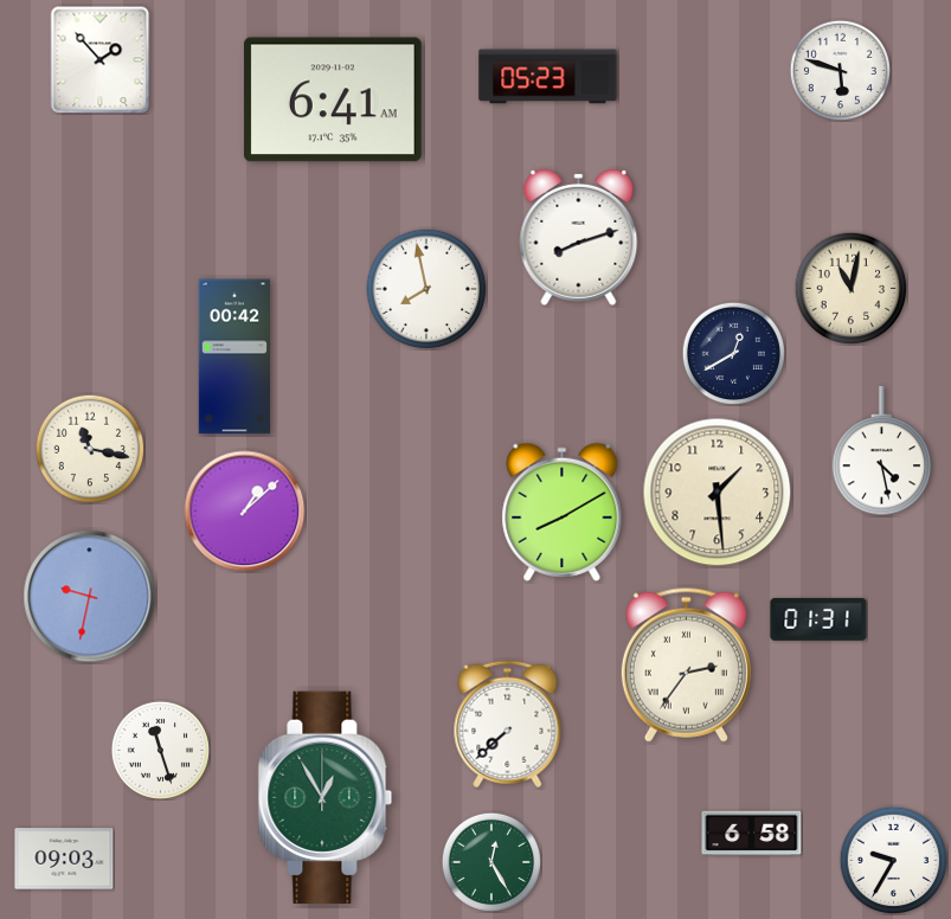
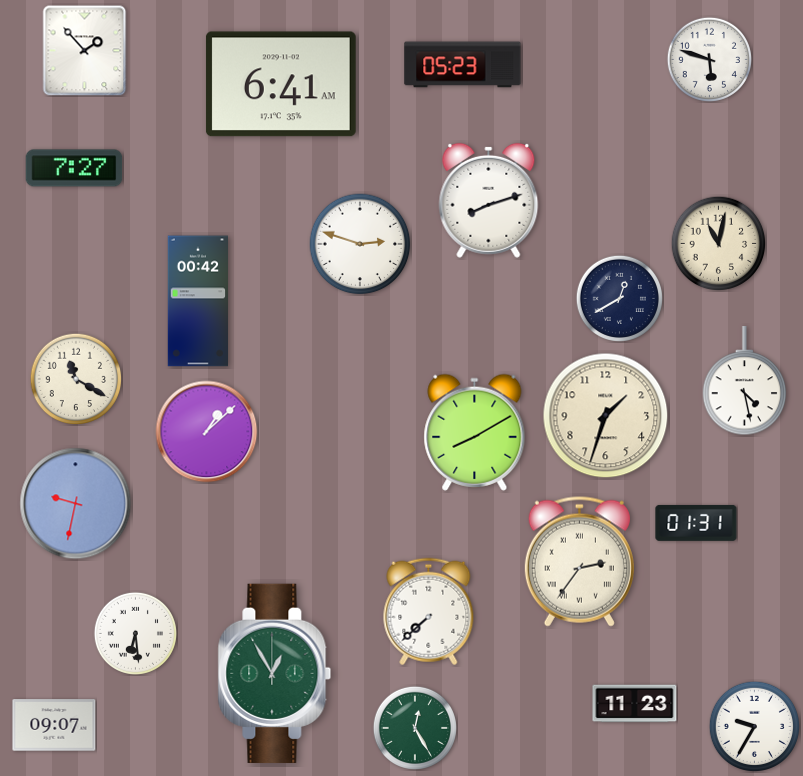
clock at (74, 168): none -> 7:27
clock at (426, 289): 7:58 -> 2:48
clock at (90, 449): 11:17 -> 11:20
clock at (718, 493): 1:29 -> 1:33
clock at (818, 619) position: (818, 619) -> (696, 523)
clock at (160, 750): 11:27 -> 6:29
clock at (752, 834): 6:58 -> 11:23
clock at (64, 859): 09:03 -> 09:07
